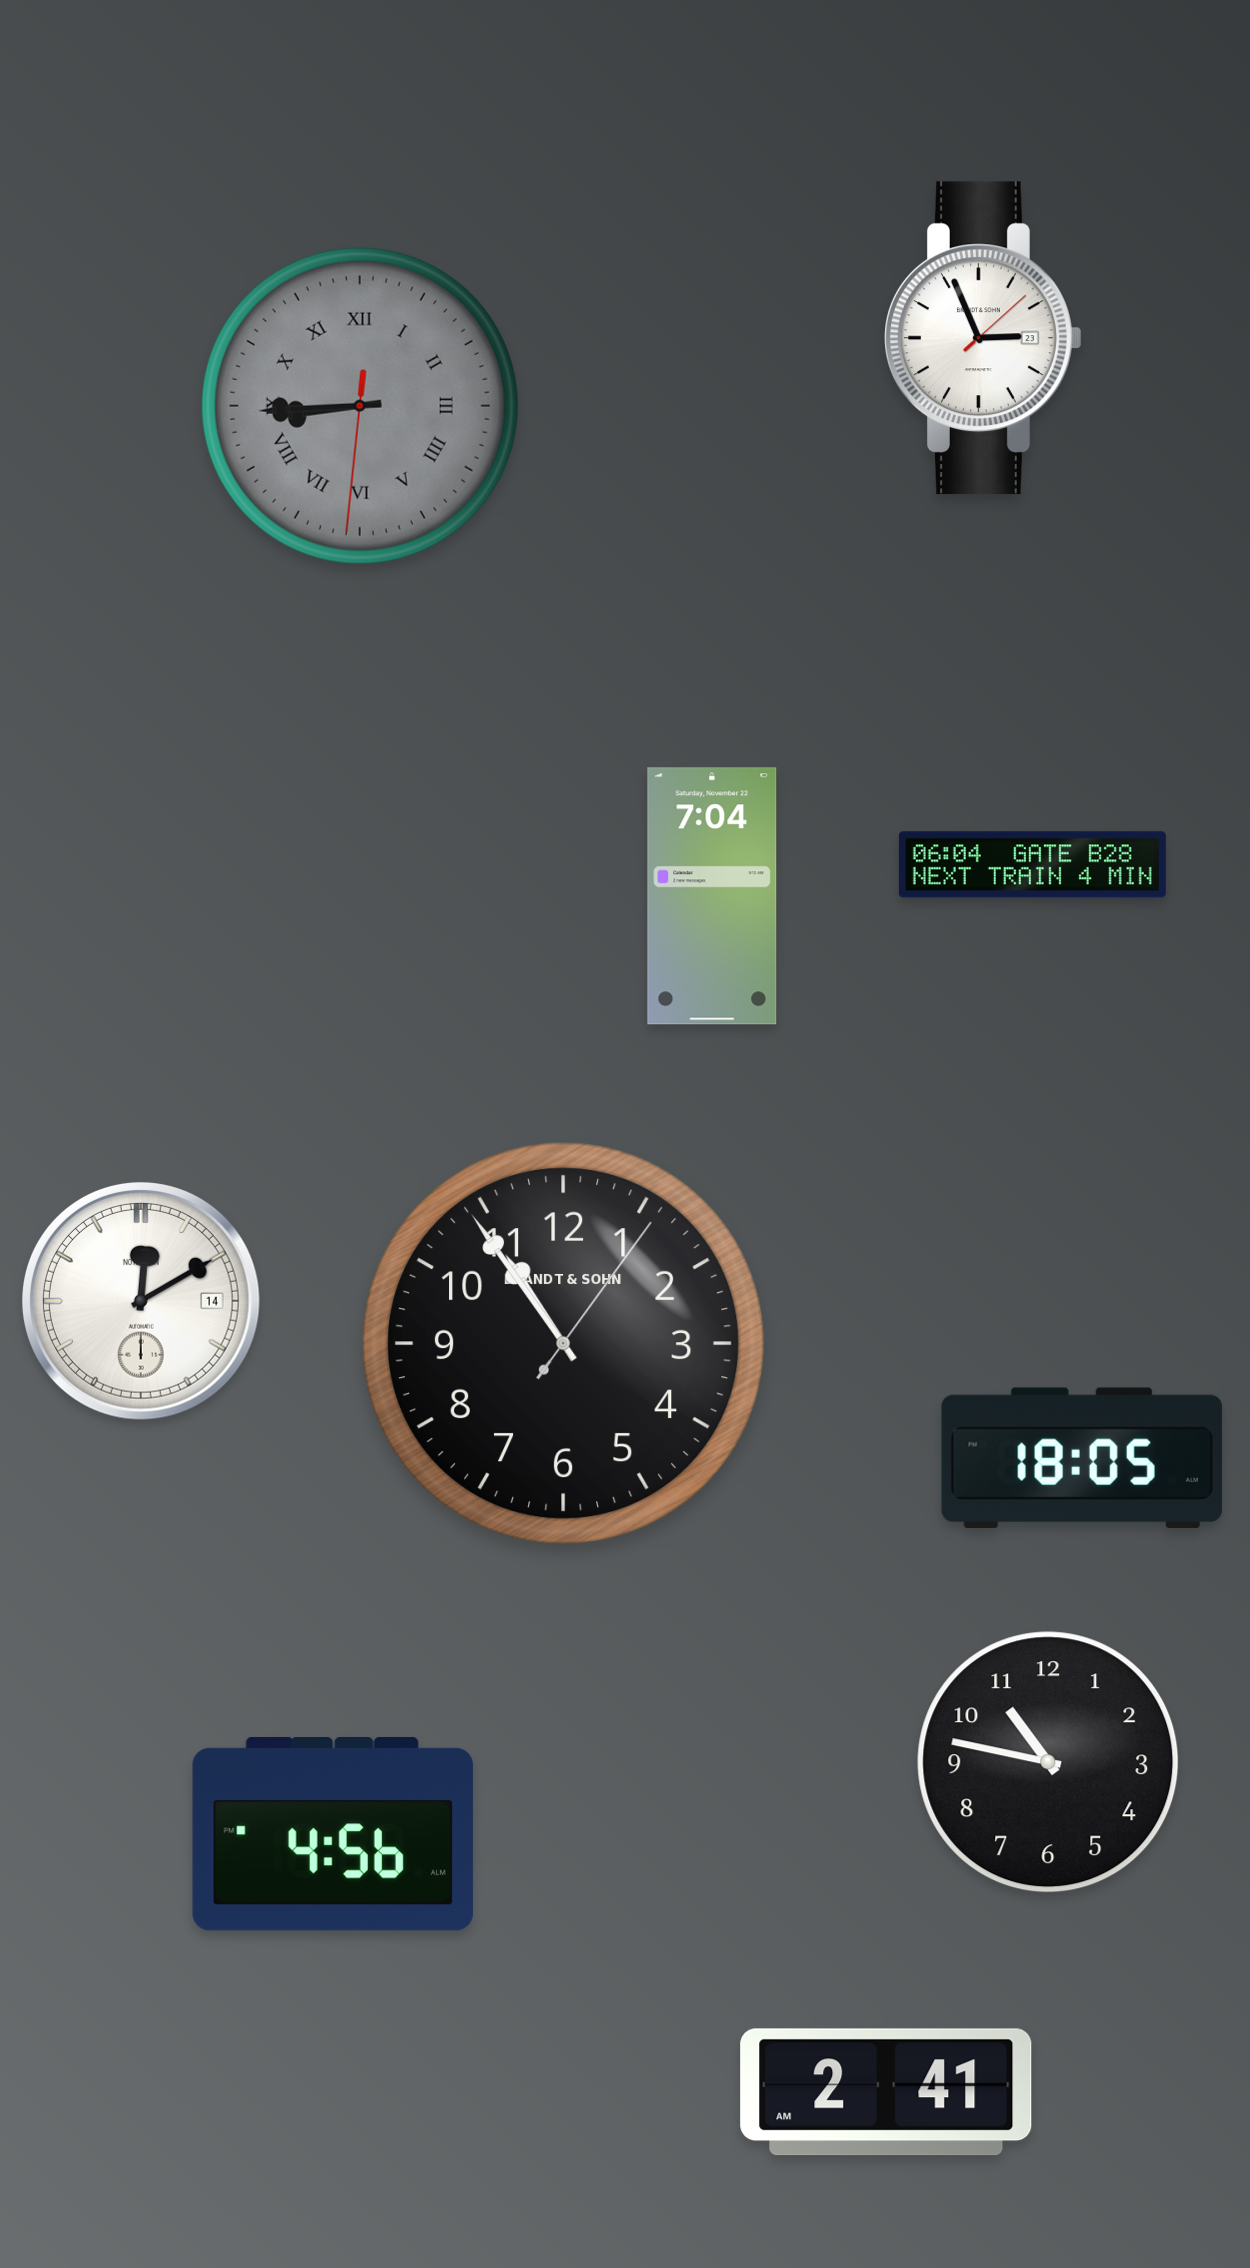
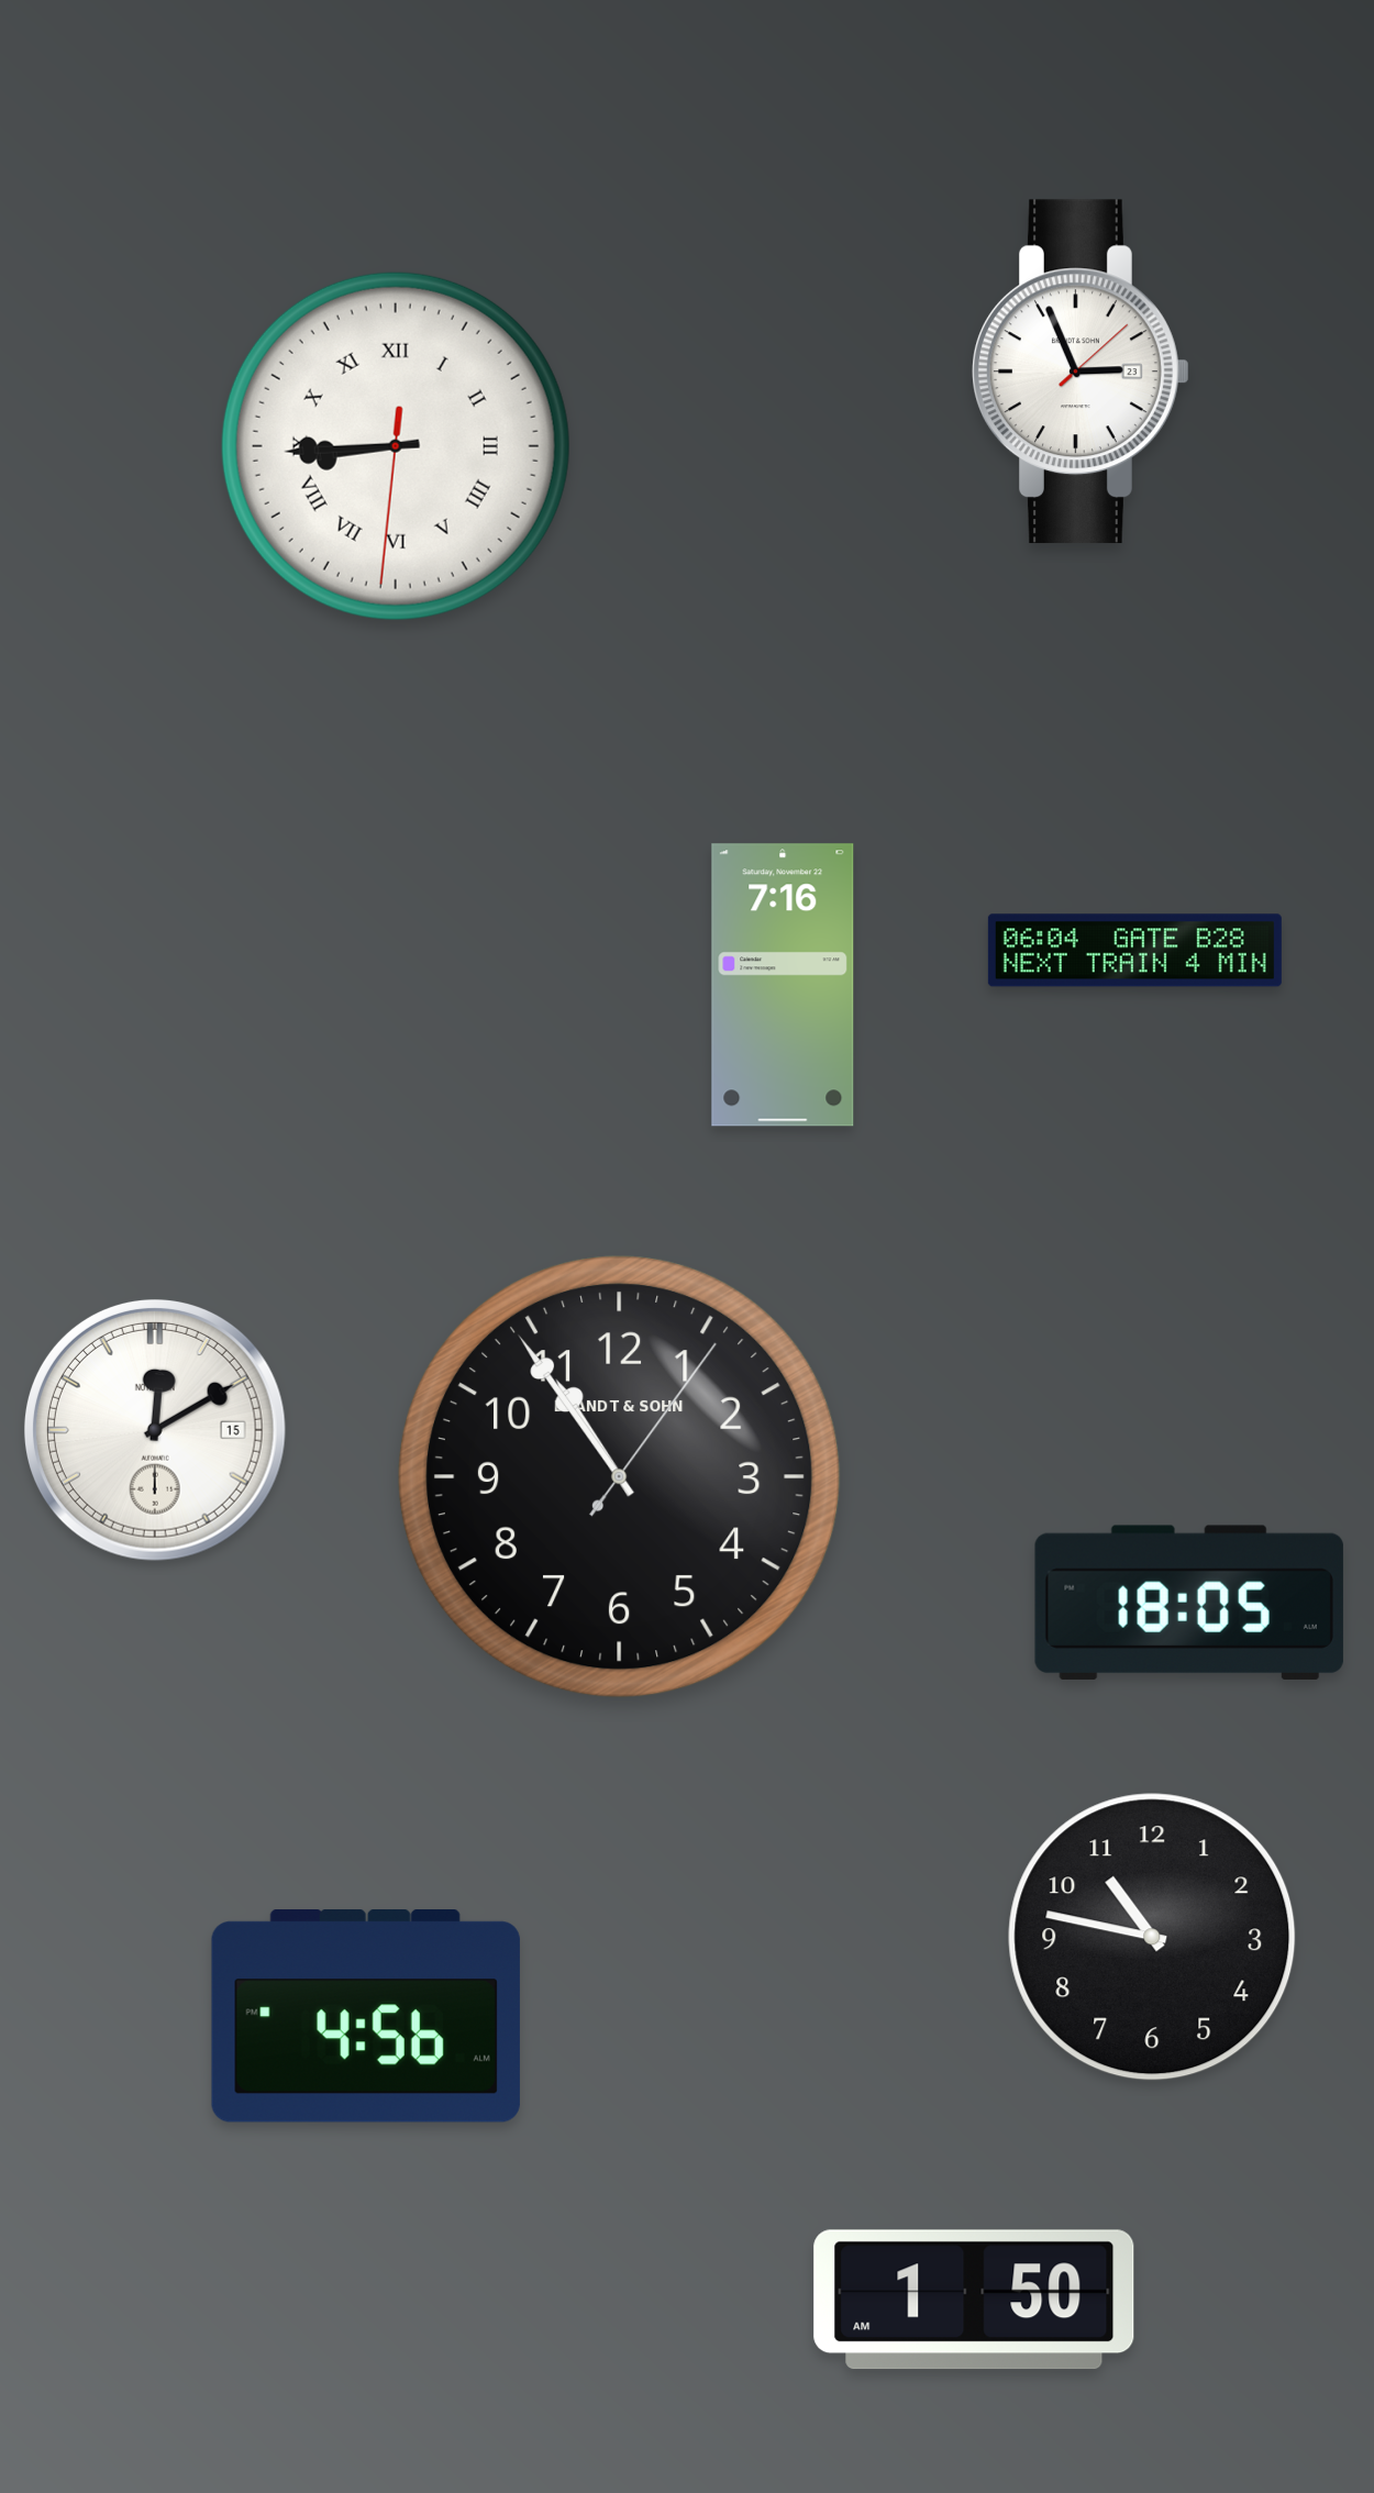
clock at (360, 406) dial: grey -> white
clock at (712, 896): 7:04 -> 7:16
clock at (141, 1301) date: 14 -> 15
clock at (886, 2092): 2:41 -> 1:50
